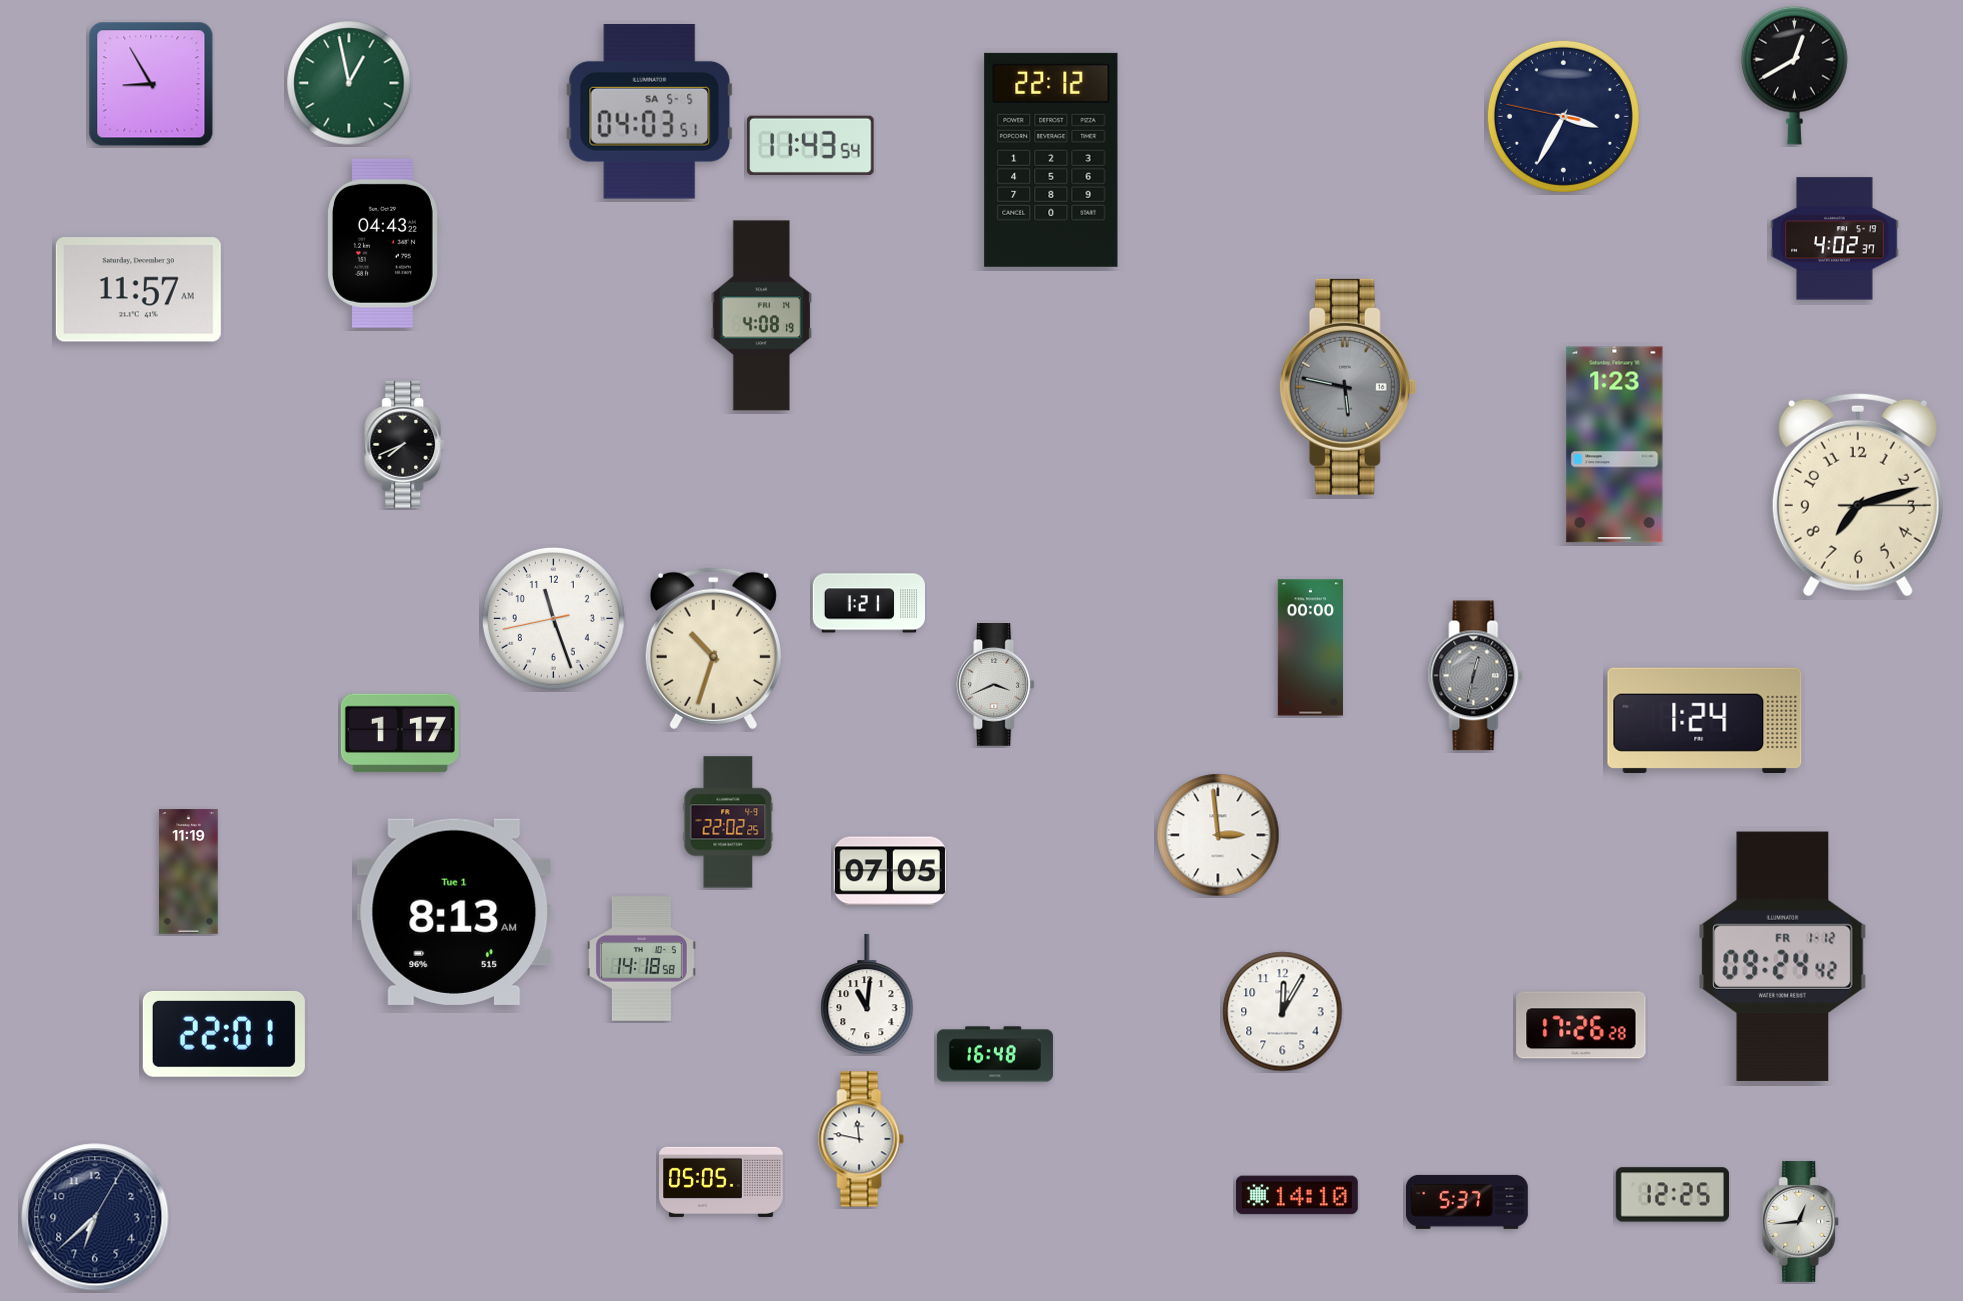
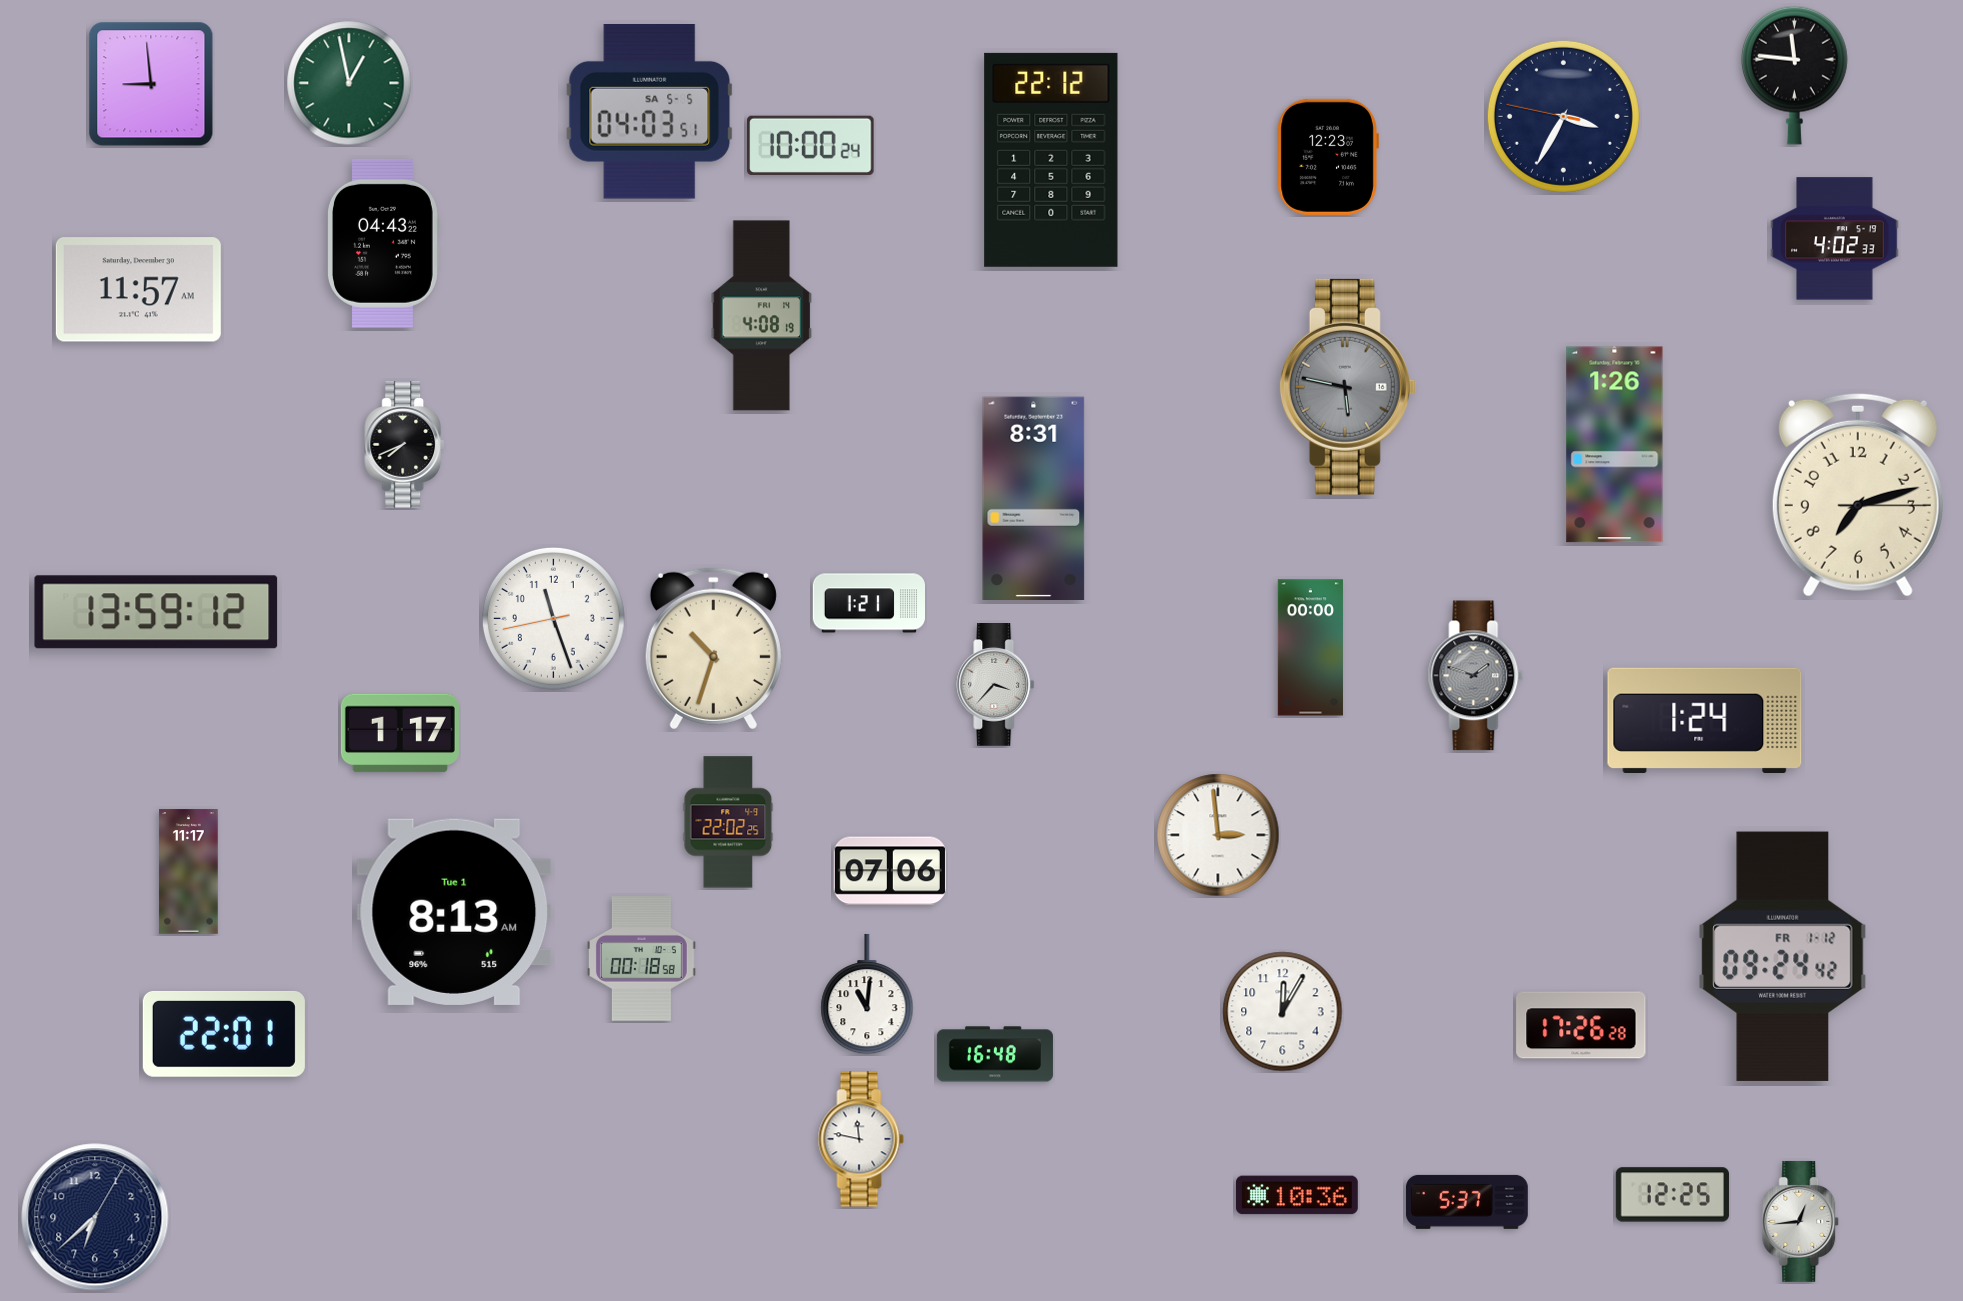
clock at (1794, 75): 12:40 -> 11:46
clock at (151, 84): 8:55 -> 8:59
clock at (811, 145): 11:43 -> 10:00
clock at (1328, 157): none -> 12:23
clock at (1835, 239): 4:02:37 -> 4:02:33
clock at (1615, 445): 1:23 -> 1:26
clock at (1034, 498): none -> 8:31
clock at (156, 612): none -> 13:59
clock at (1476, 676): 12:32 -> 1:48
clock at (996, 685): 3:41 -> 3:37
clock at (890, 871): 07:05 -> 07:06
clock at (189, 872): 11:19 -> 11:17
clock at (641, 959): 14:18 -> 00:18
clock at (721, 1182): 05:05 -> none
clock at (1297, 1195): 14:10 -> 10:36
